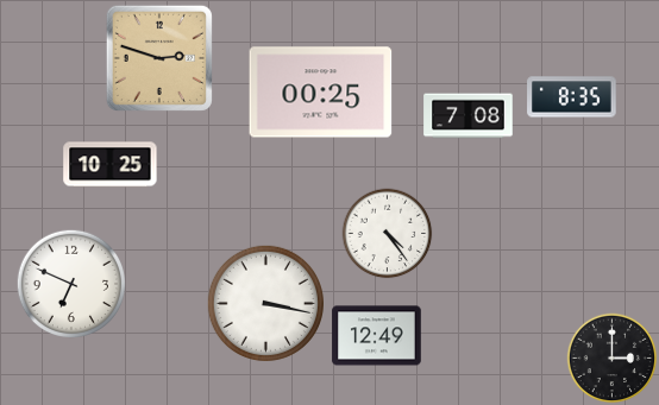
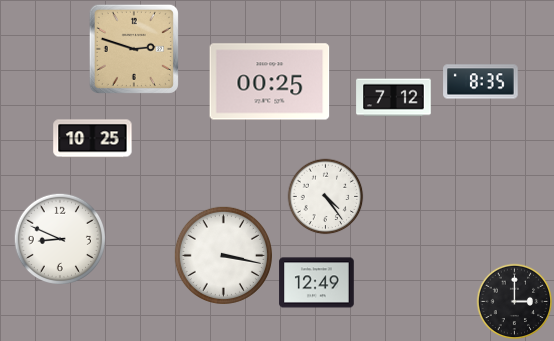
clock at (321, 93) position: (321, 93) -> (270, 82)
clock at (469, 116): 7:08 -> 7:12
clock at (70, 283): 6:49 -> 8:49
